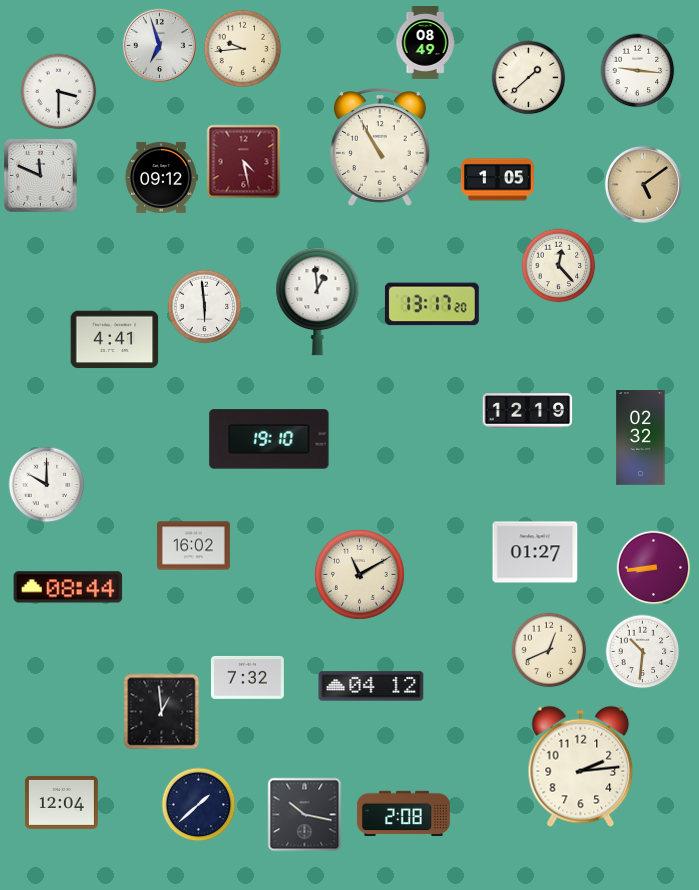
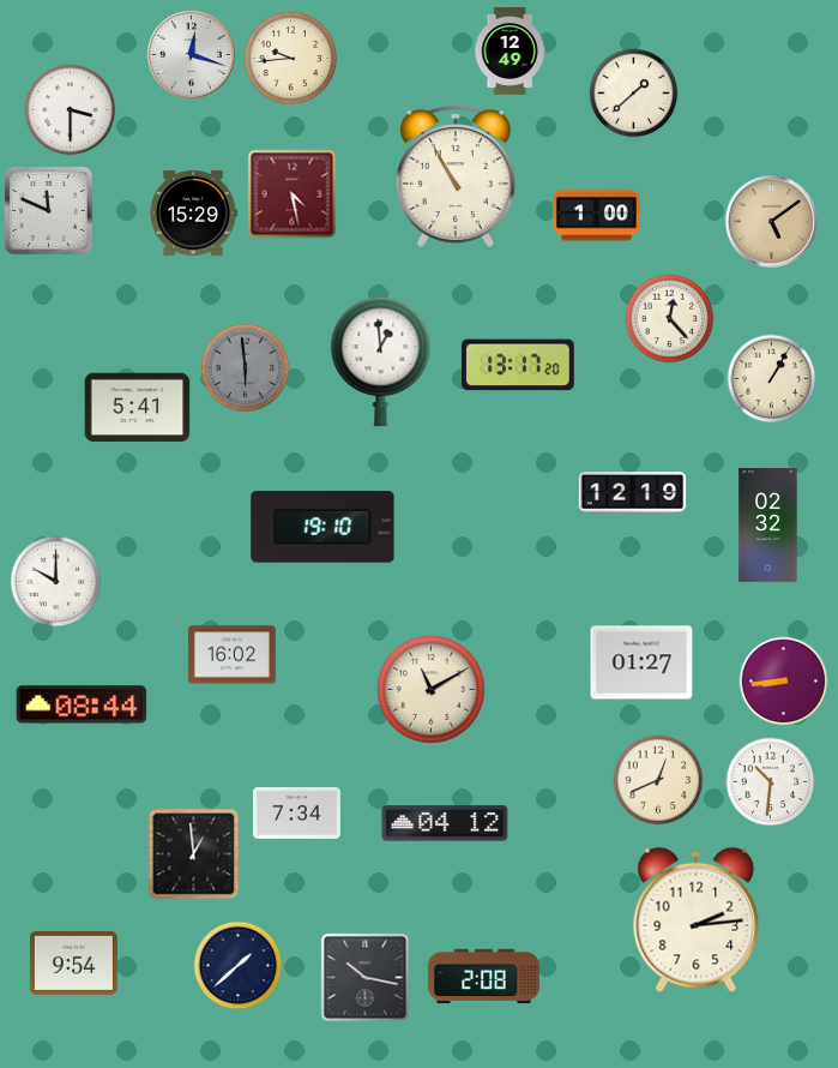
clock at (425, 43): 08:49 -> 12:49
clock at (159, 45): 6:57 -> 12:18
clock at (638, 71): 9:16 -> none
clock at (161, 177): 09:12 -> 15:29
clock at (497, 180): 1:05 -> 1:00
clock at (205, 307) dial: white -> grey
clock at (772, 379): none -> 1:05
clock at (115, 340): 4:41 -> 5:41
clock at (247, 678): 7:32 -> 7:34
clock at (61, 802): 12:04 -> 9:54
